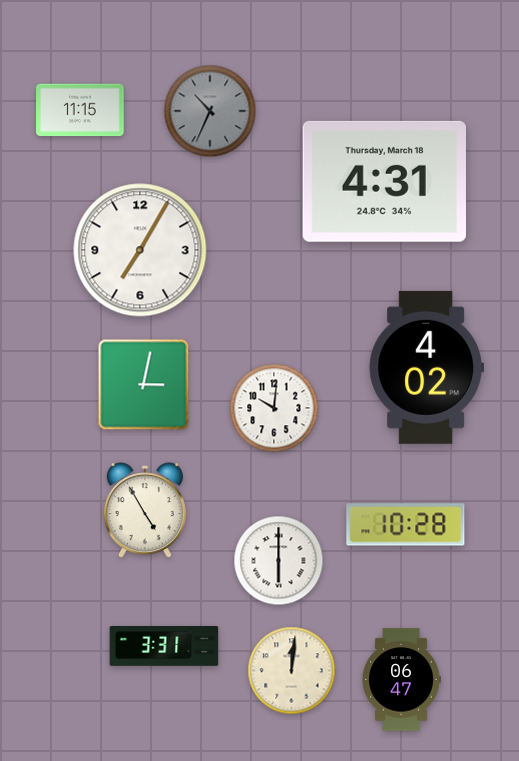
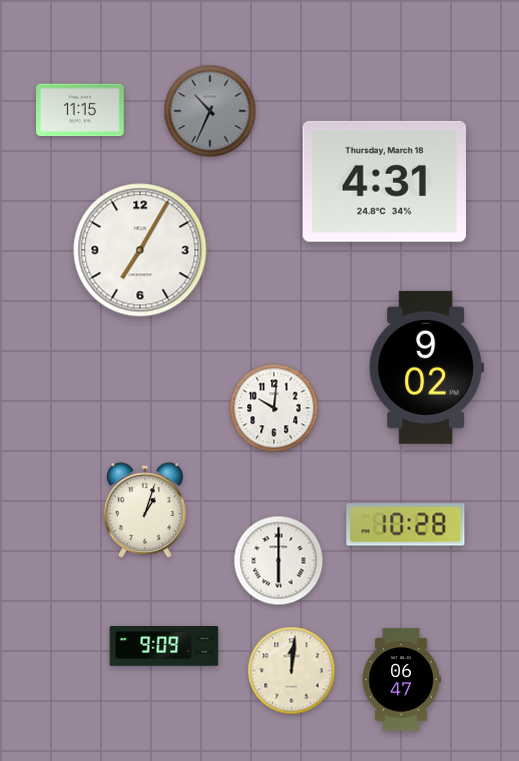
clock at (426, 367): 4:02 -> 9:02
clock at (144, 385): 3:02 -> none
clock at (145, 511): 4:55 -> 1:03
clock at (164, 647): 3:31 -> 9:09
